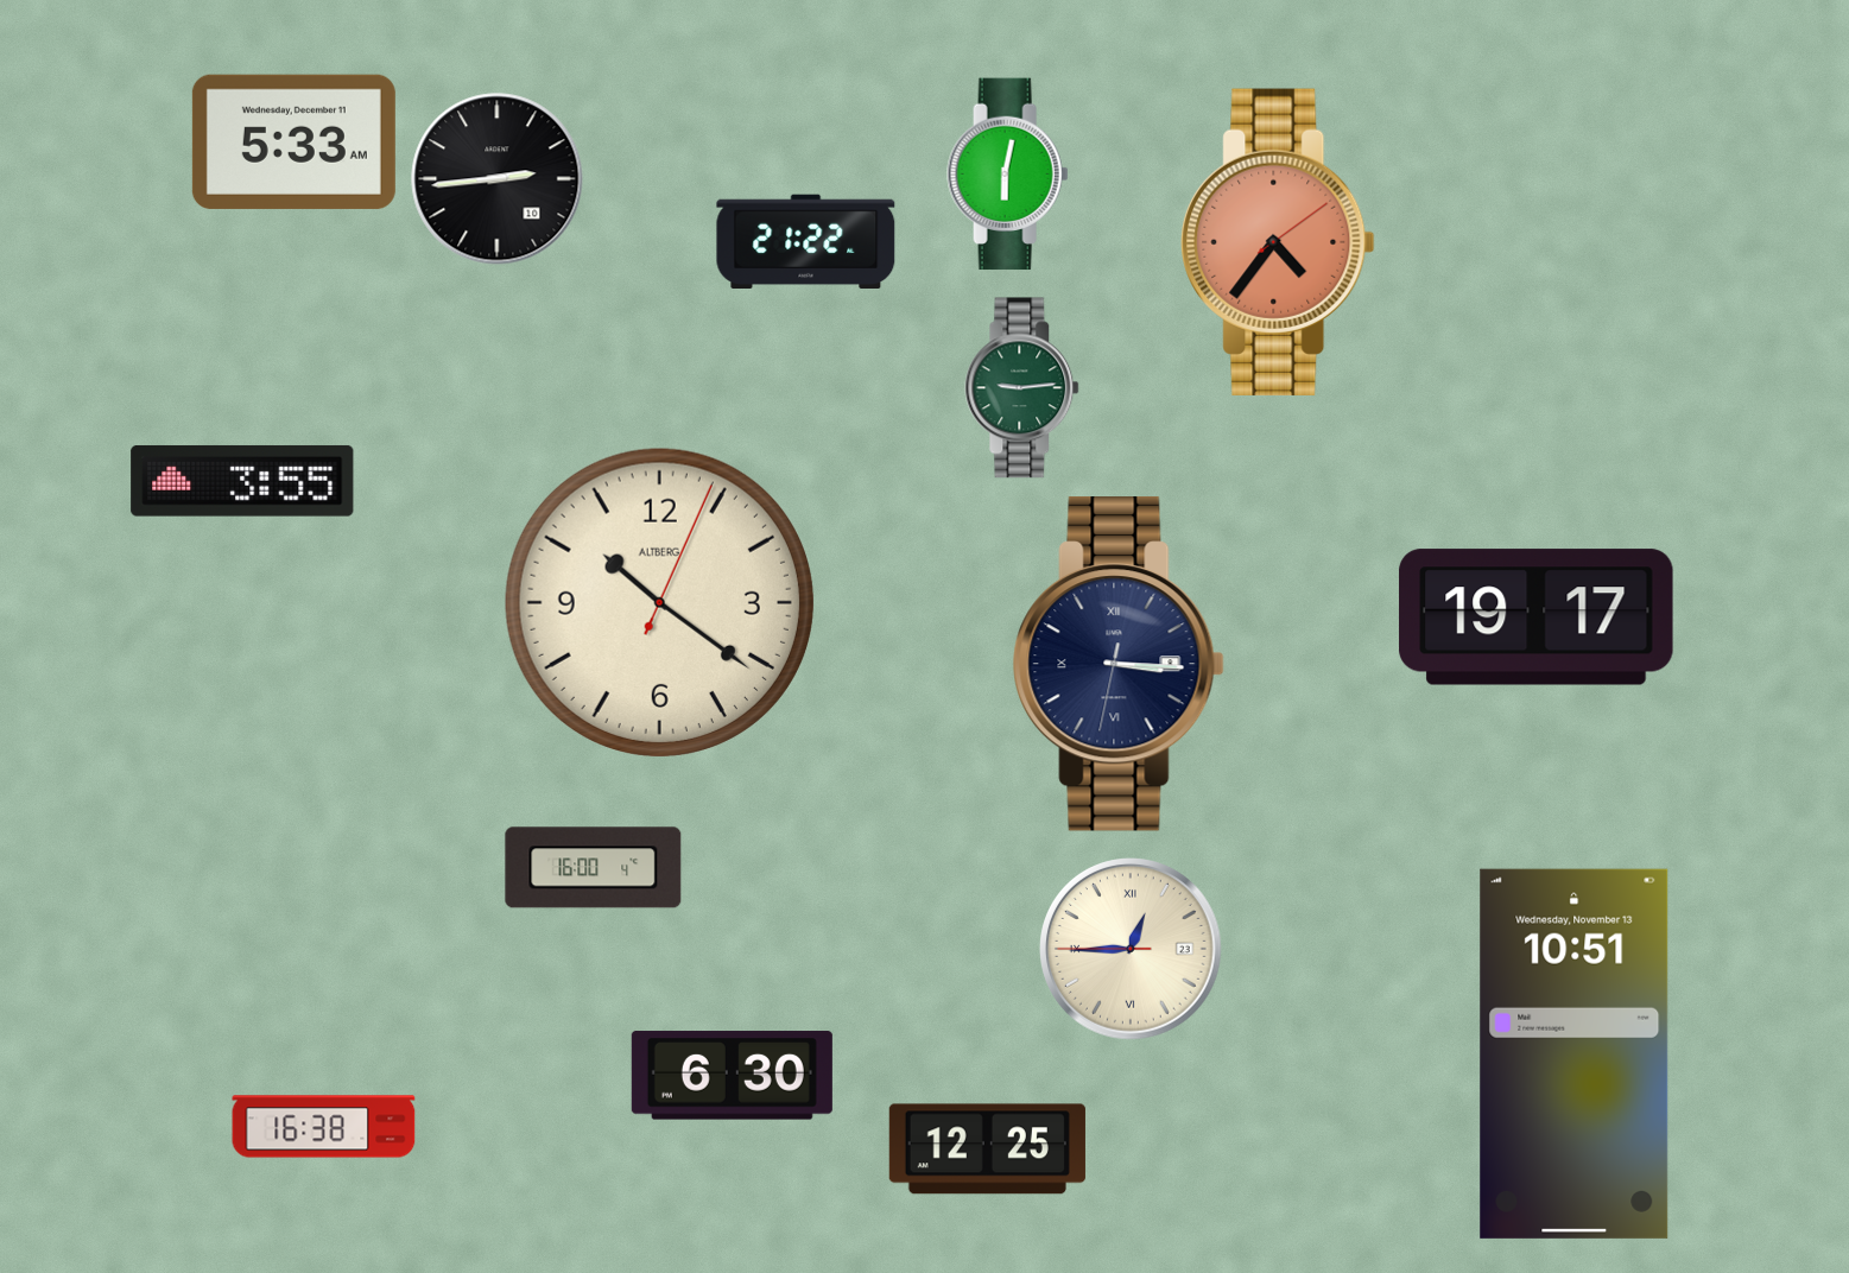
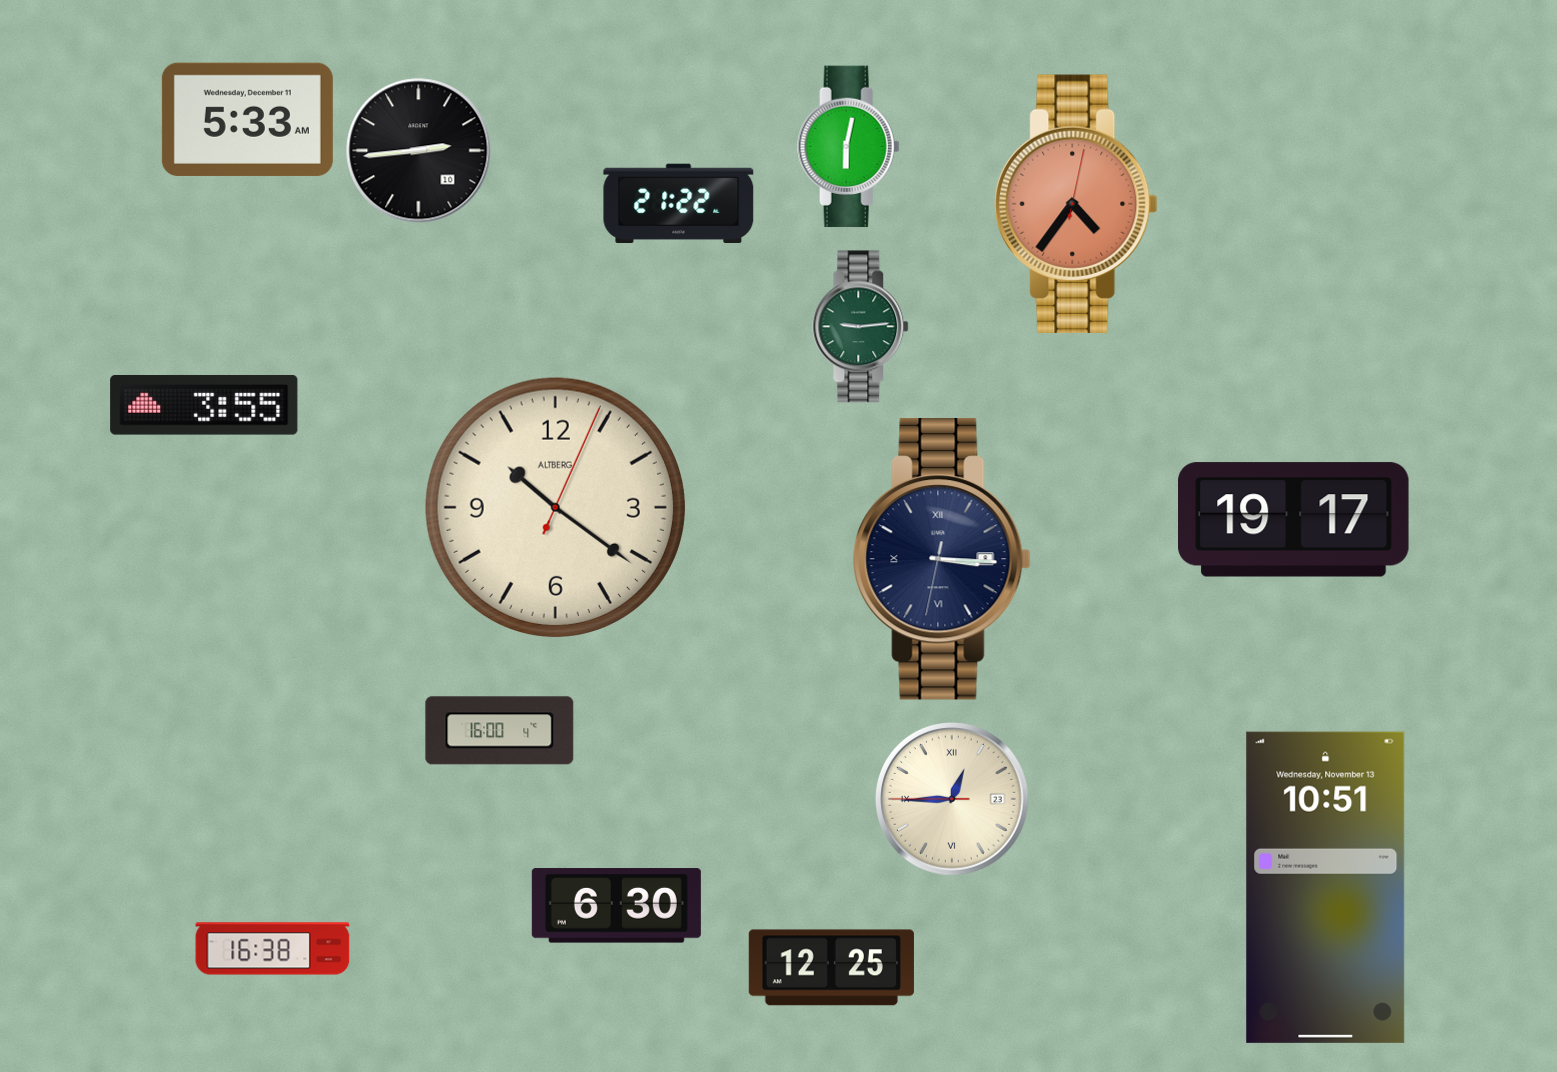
clock at (1278, 242): 4:36:09 -> 4:36:02
